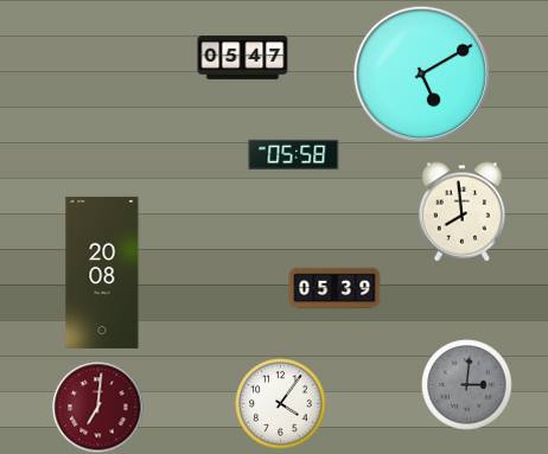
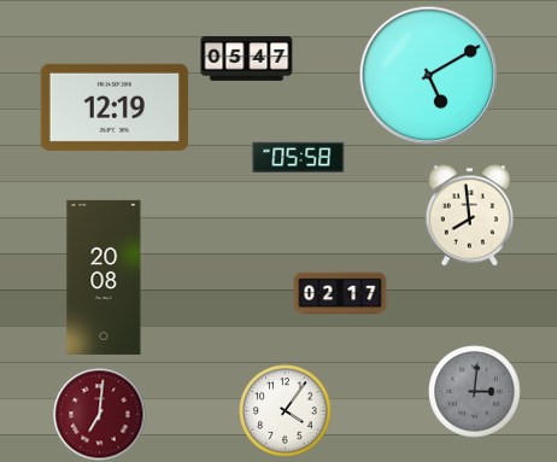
clock at (115, 107): none -> 12:19
clock at (334, 288): 05:39 -> 02:17
